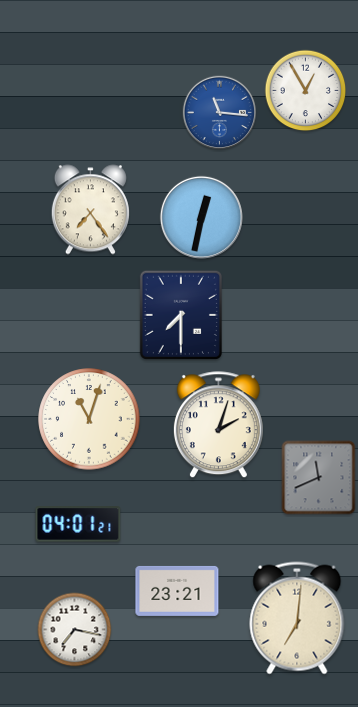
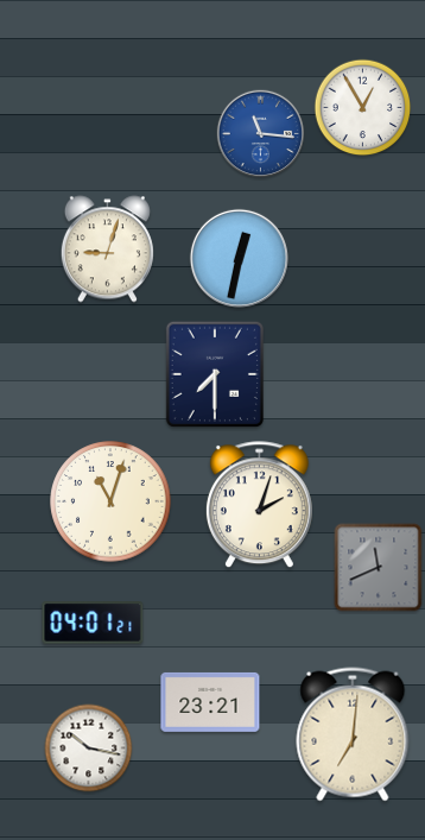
clock at (90, 210): 7:24 -> 9:03
clock at (89, 419) position: (89, 419) -> (110, 501)
clock at (75, 630): 7:17 -> 10:17
